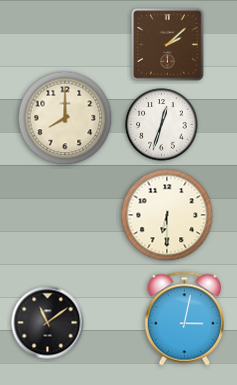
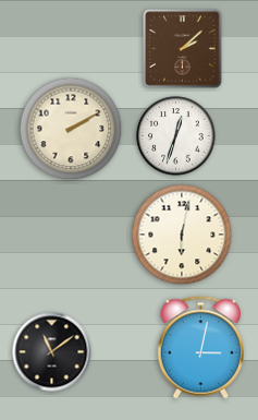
clock at (65, 118): 8:00 -> 2:10
clock at (167, 215): 6:30 -> 6:02
